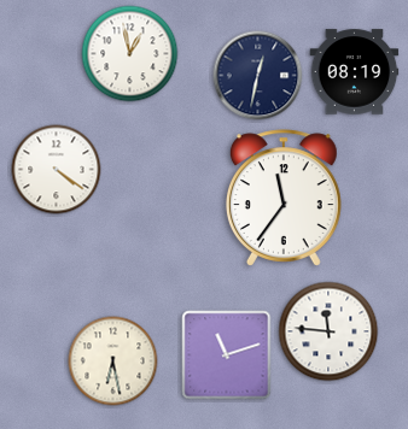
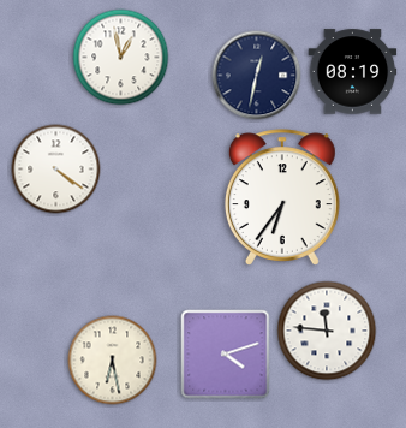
clock at (130, 54) position: (130, 54) -> (121, 58)
clock at (284, 198): 11:36 -> 6:36
clock at (227, 355): 11:12 -> 4:12
